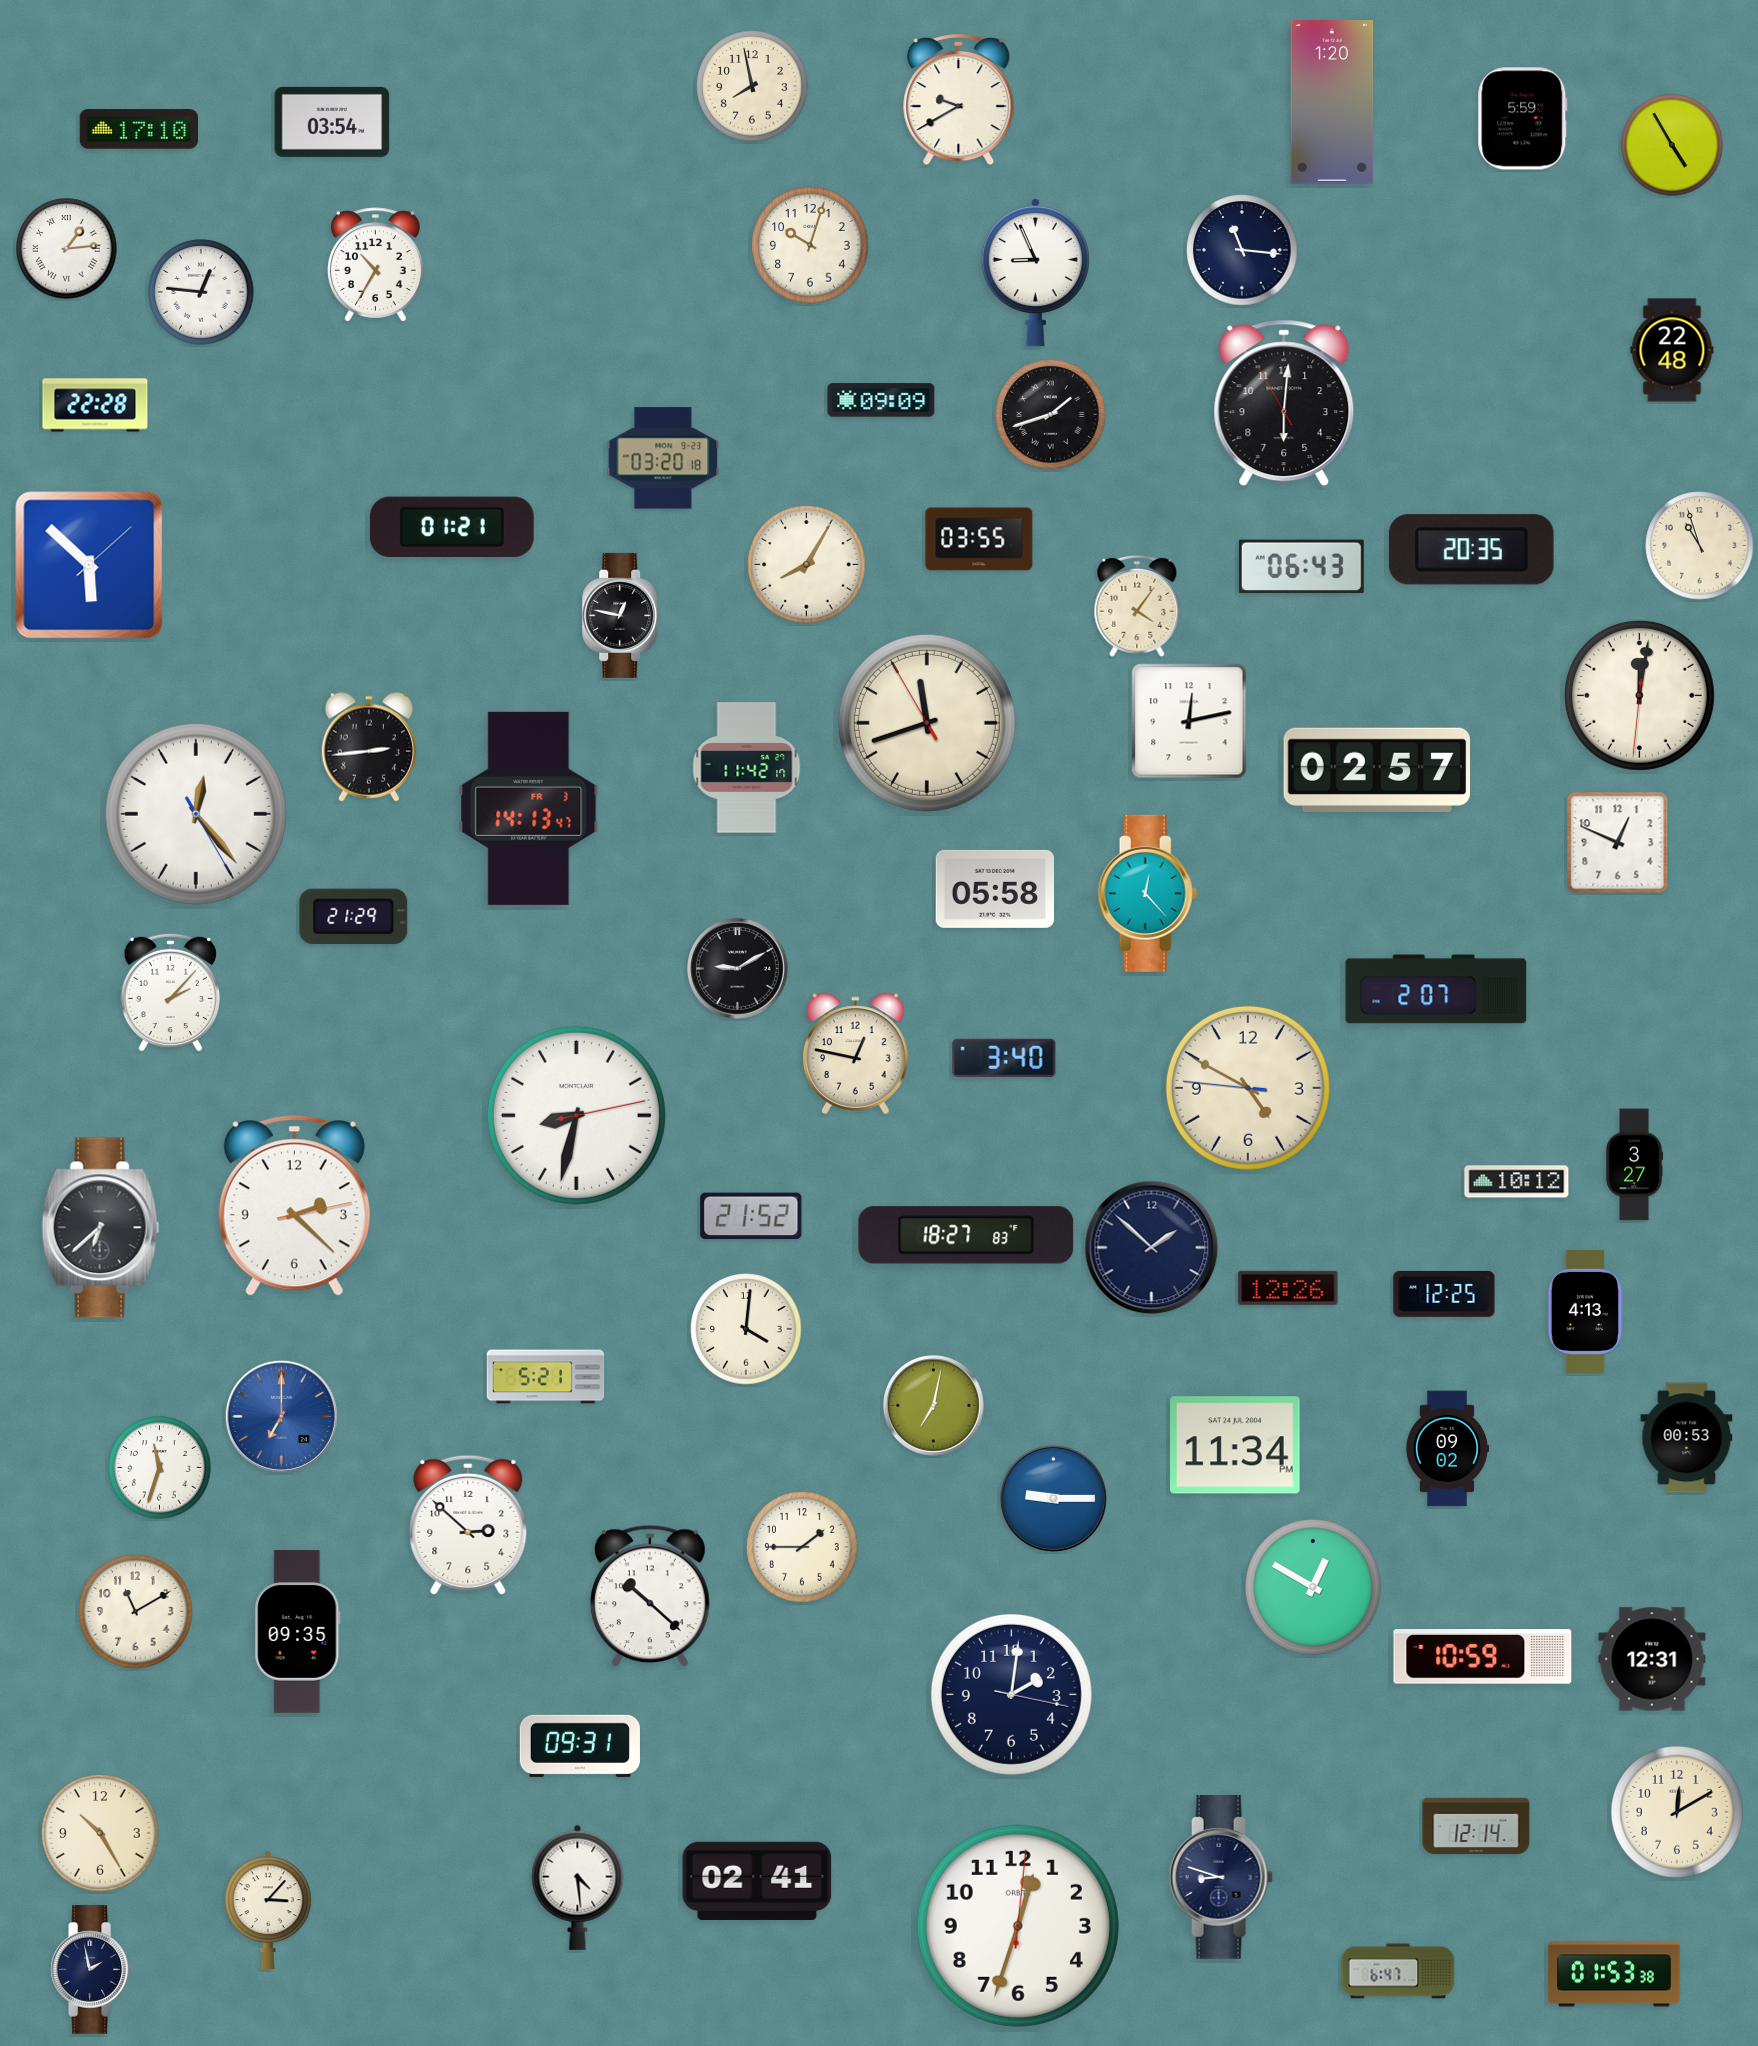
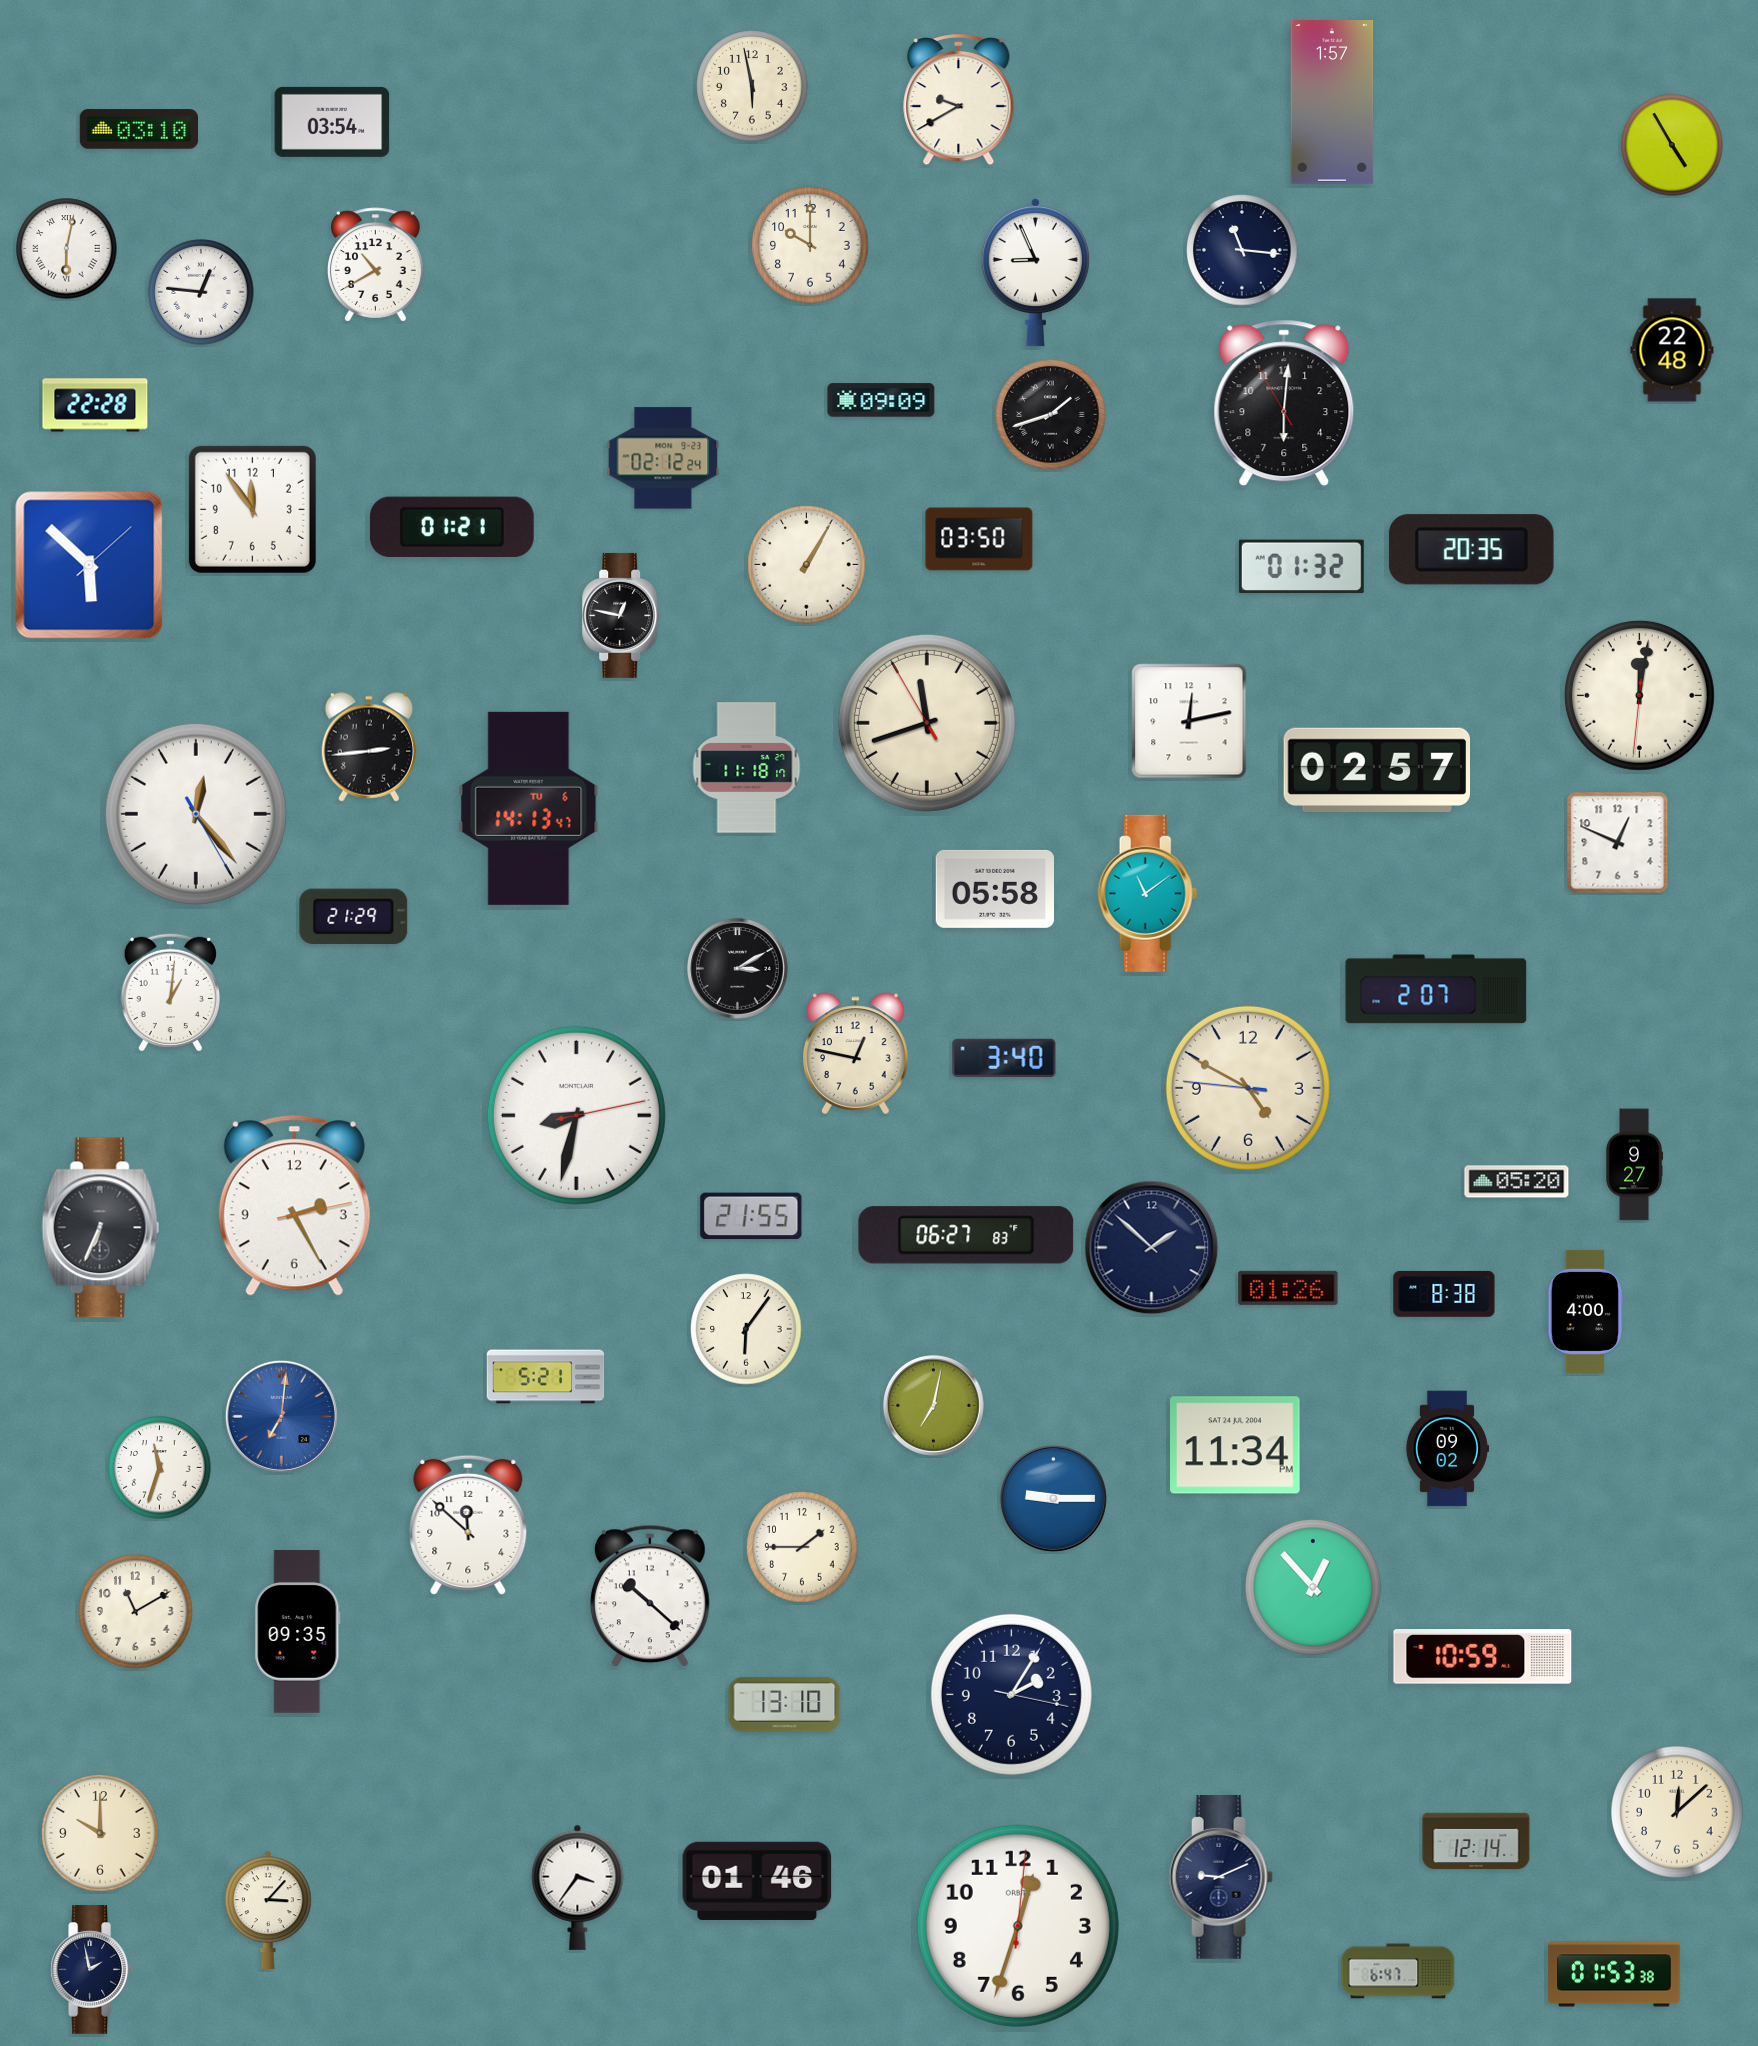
clock at (752, 86): 7:58 -> 5:58
clock at (1332, 102): 1:20 -> 1:57
clock at (1523, 119): 5:59 -> none
clock at (138, 129): 17:10 -> 03:10
clock at (810, 245): 10:03 -> 10:00
clock at (67, 249): 1:14 -> 6:02
clock at (376, 265): 10:35 -> 10:40
clock at (663, 458): 03:20 -> 02:12
clock at (252, 509): none -> 11:54
clock at (979, 539): 03:55 -> 03:50
clock at (1700, 546): 10:57 -> none
clock at (807, 565): 8:05 -> 1:05
clock at (1301, 567): 06:43 -> 01:32
clock at (1137, 606): 4:06 -> none
clock at (747, 768): 11:42 -> 11:18
clock at (529, 808) date: FR 3 -> TU 6
clock at (1148, 893): 12:23 -> 11:09
clock at (738, 969): 9:10 -> 3:10
clock at (170, 992): 2:07 -> 1:01
clock at (1634, 1165): 3:27 -> 9:27
clock at (1517, 1182): 10:12 -> 05:20
clock at (294, 1206): 2:22 -> 2:25
clock at (751, 1216): 21:52 -> 21:55
clock at (101, 1228): 6:38 -> 6:34
clock at (966, 1235): 18:27 -> 06:27
clock at (1288, 1288): 12:26 -> 01:26
clock at (1444, 1294): 12:25 -> 8:38
clock at (1585, 1311): 4:13 -> 4:00
clock at (746, 1329): 4:01 -> 6:06
clock at (281, 1416): 7:00 -> 7:01
clock at (1687, 1438): 00:53 -> none
clock at (468, 1525): 2:52 -> 11:52
clock at (1314, 1588): 12:50 -> 12:53
clock at (1652, 1659): 12:31 -> none
clock at (1011, 1694): 2:01 -> 2:05
clock at (785, 1704): none -> 13:10
clock at (580, 1746): 09:31 -> none
clock at (1678, 1813): 12:10 -> 12:08
clock at (1476, 1826) position: (1476, 1826) -> (1476, 1841)
clock at (100, 1833): 10:25 -> 10:00
clock at (1221, 1878): 8:48 -> 9:11
clock at (757, 1881): 02:41 -> 01:46
clock at (578, 1887): 4:29 -> 3:36
